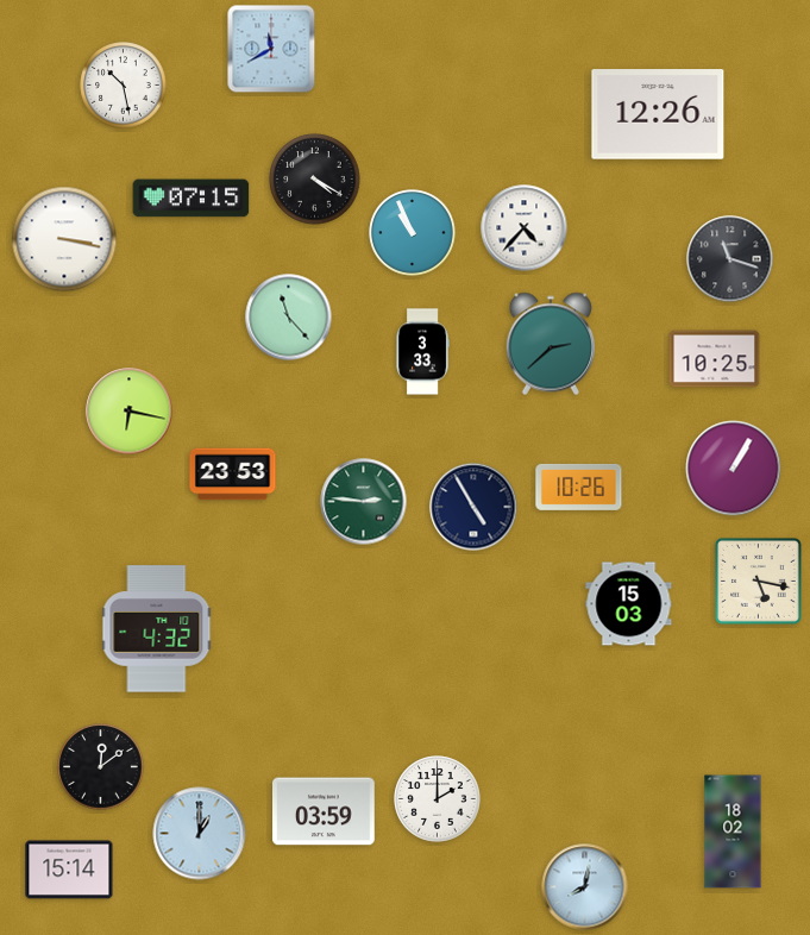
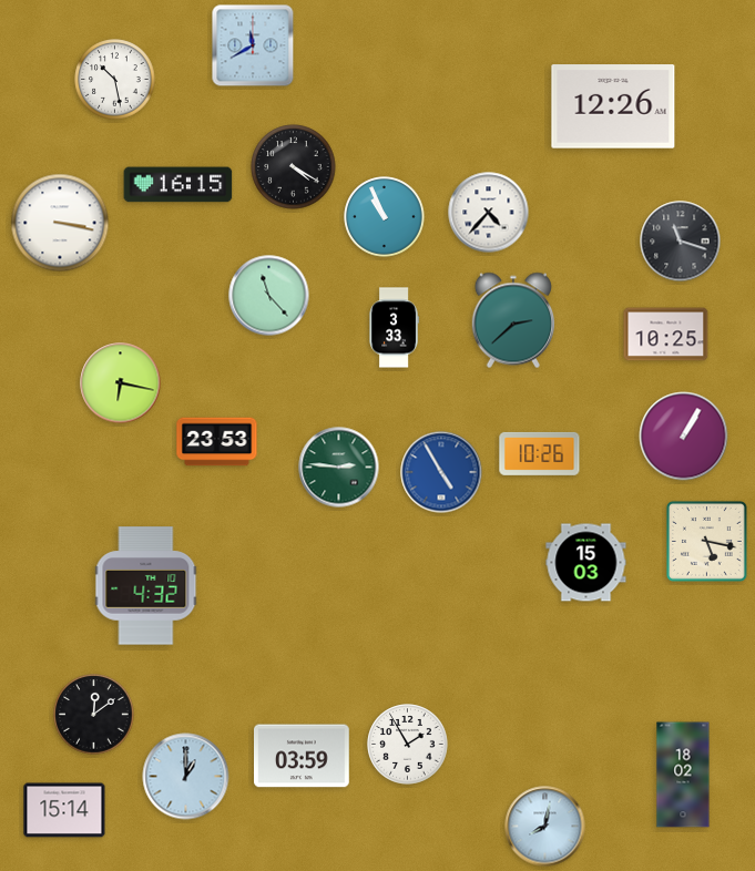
clock at (191, 199): 07:15 -> 16:15
clock at (473, 507) dial: navy -> blue
clock at (438, 799): 2:00 -> 1:55
